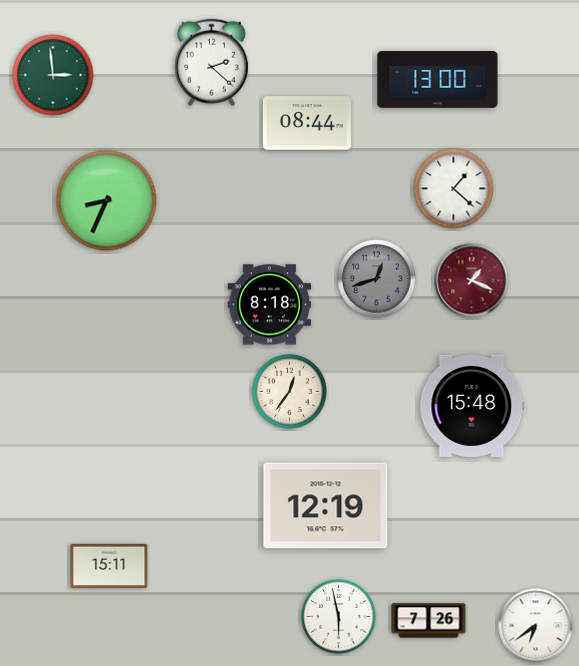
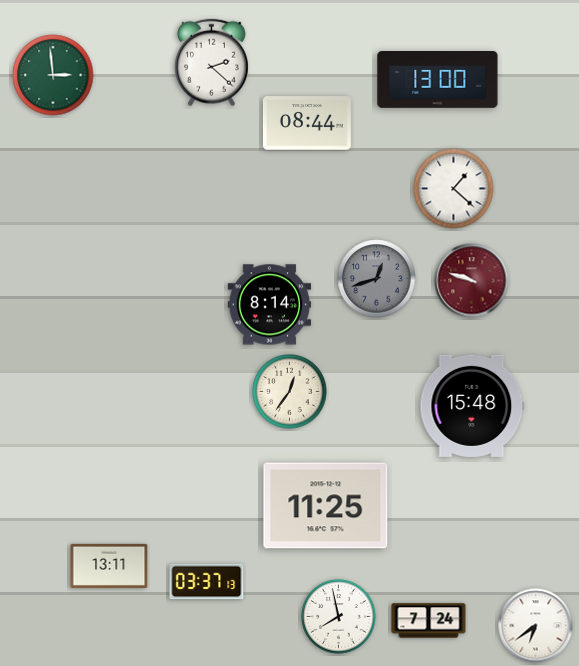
clock at (107, 201): 8:34 -> none
clock at (472, 281): 1:19 -> 9:48
clock at (270, 305): 8:18 -> 8:14
clock at (326, 506): 12:19 -> 11:25
clock at (109, 566): 15:11 -> 13:11
clock at (207, 582): none -> 03:37
clock at (339, 617): 5:58 -> 7:58
clock at (429, 621): 7:26 -> 7:24
